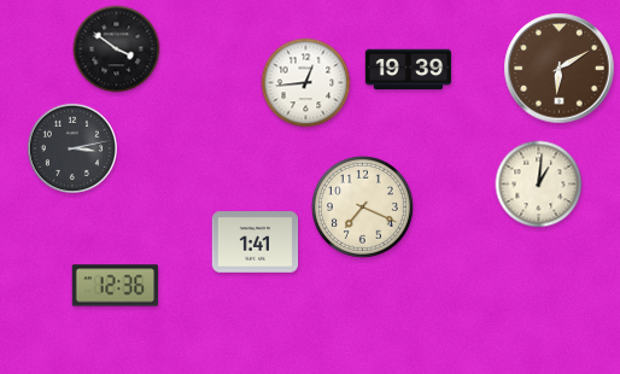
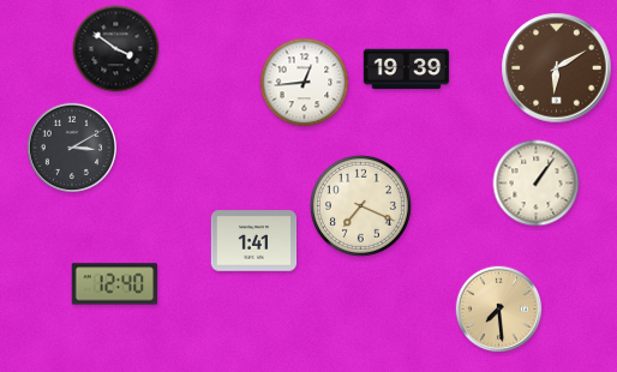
clock at (71, 147): 3:13 -> 3:10
clock at (539, 185): 1:01 -> 1:06
clock at (116, 286): 12:36 -> 12:40
clock at (499, 310): none -> 7:29
